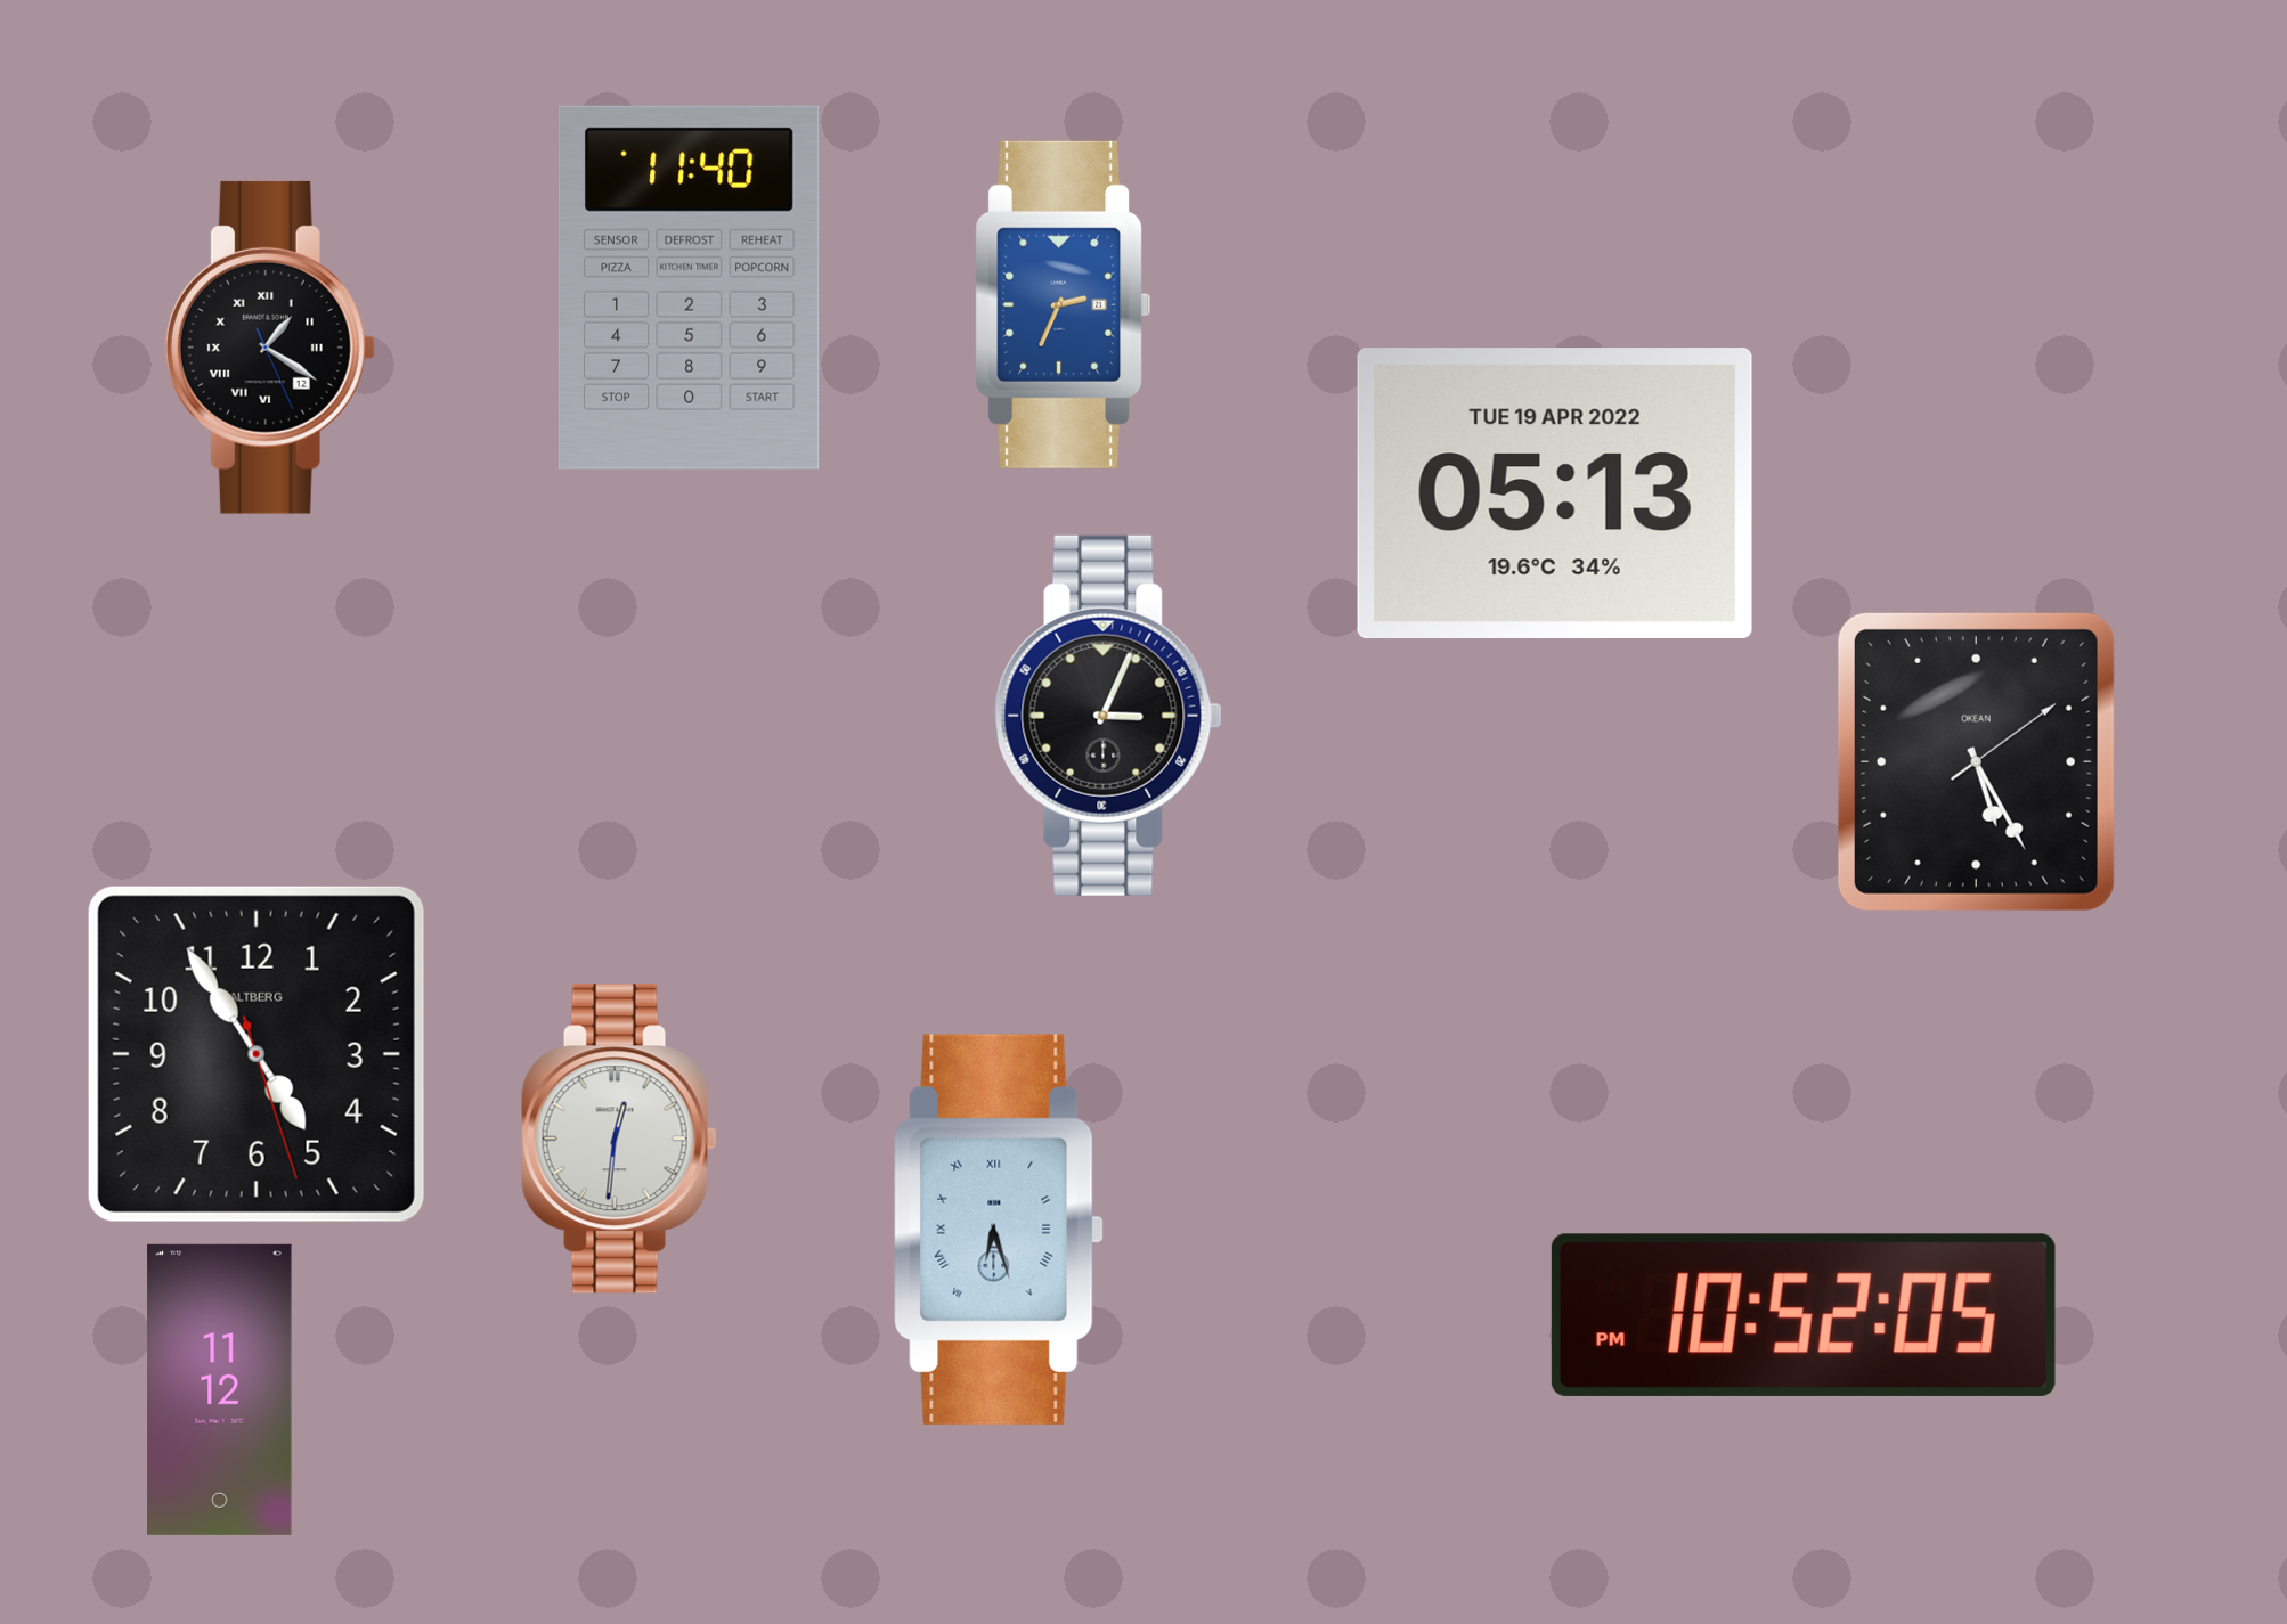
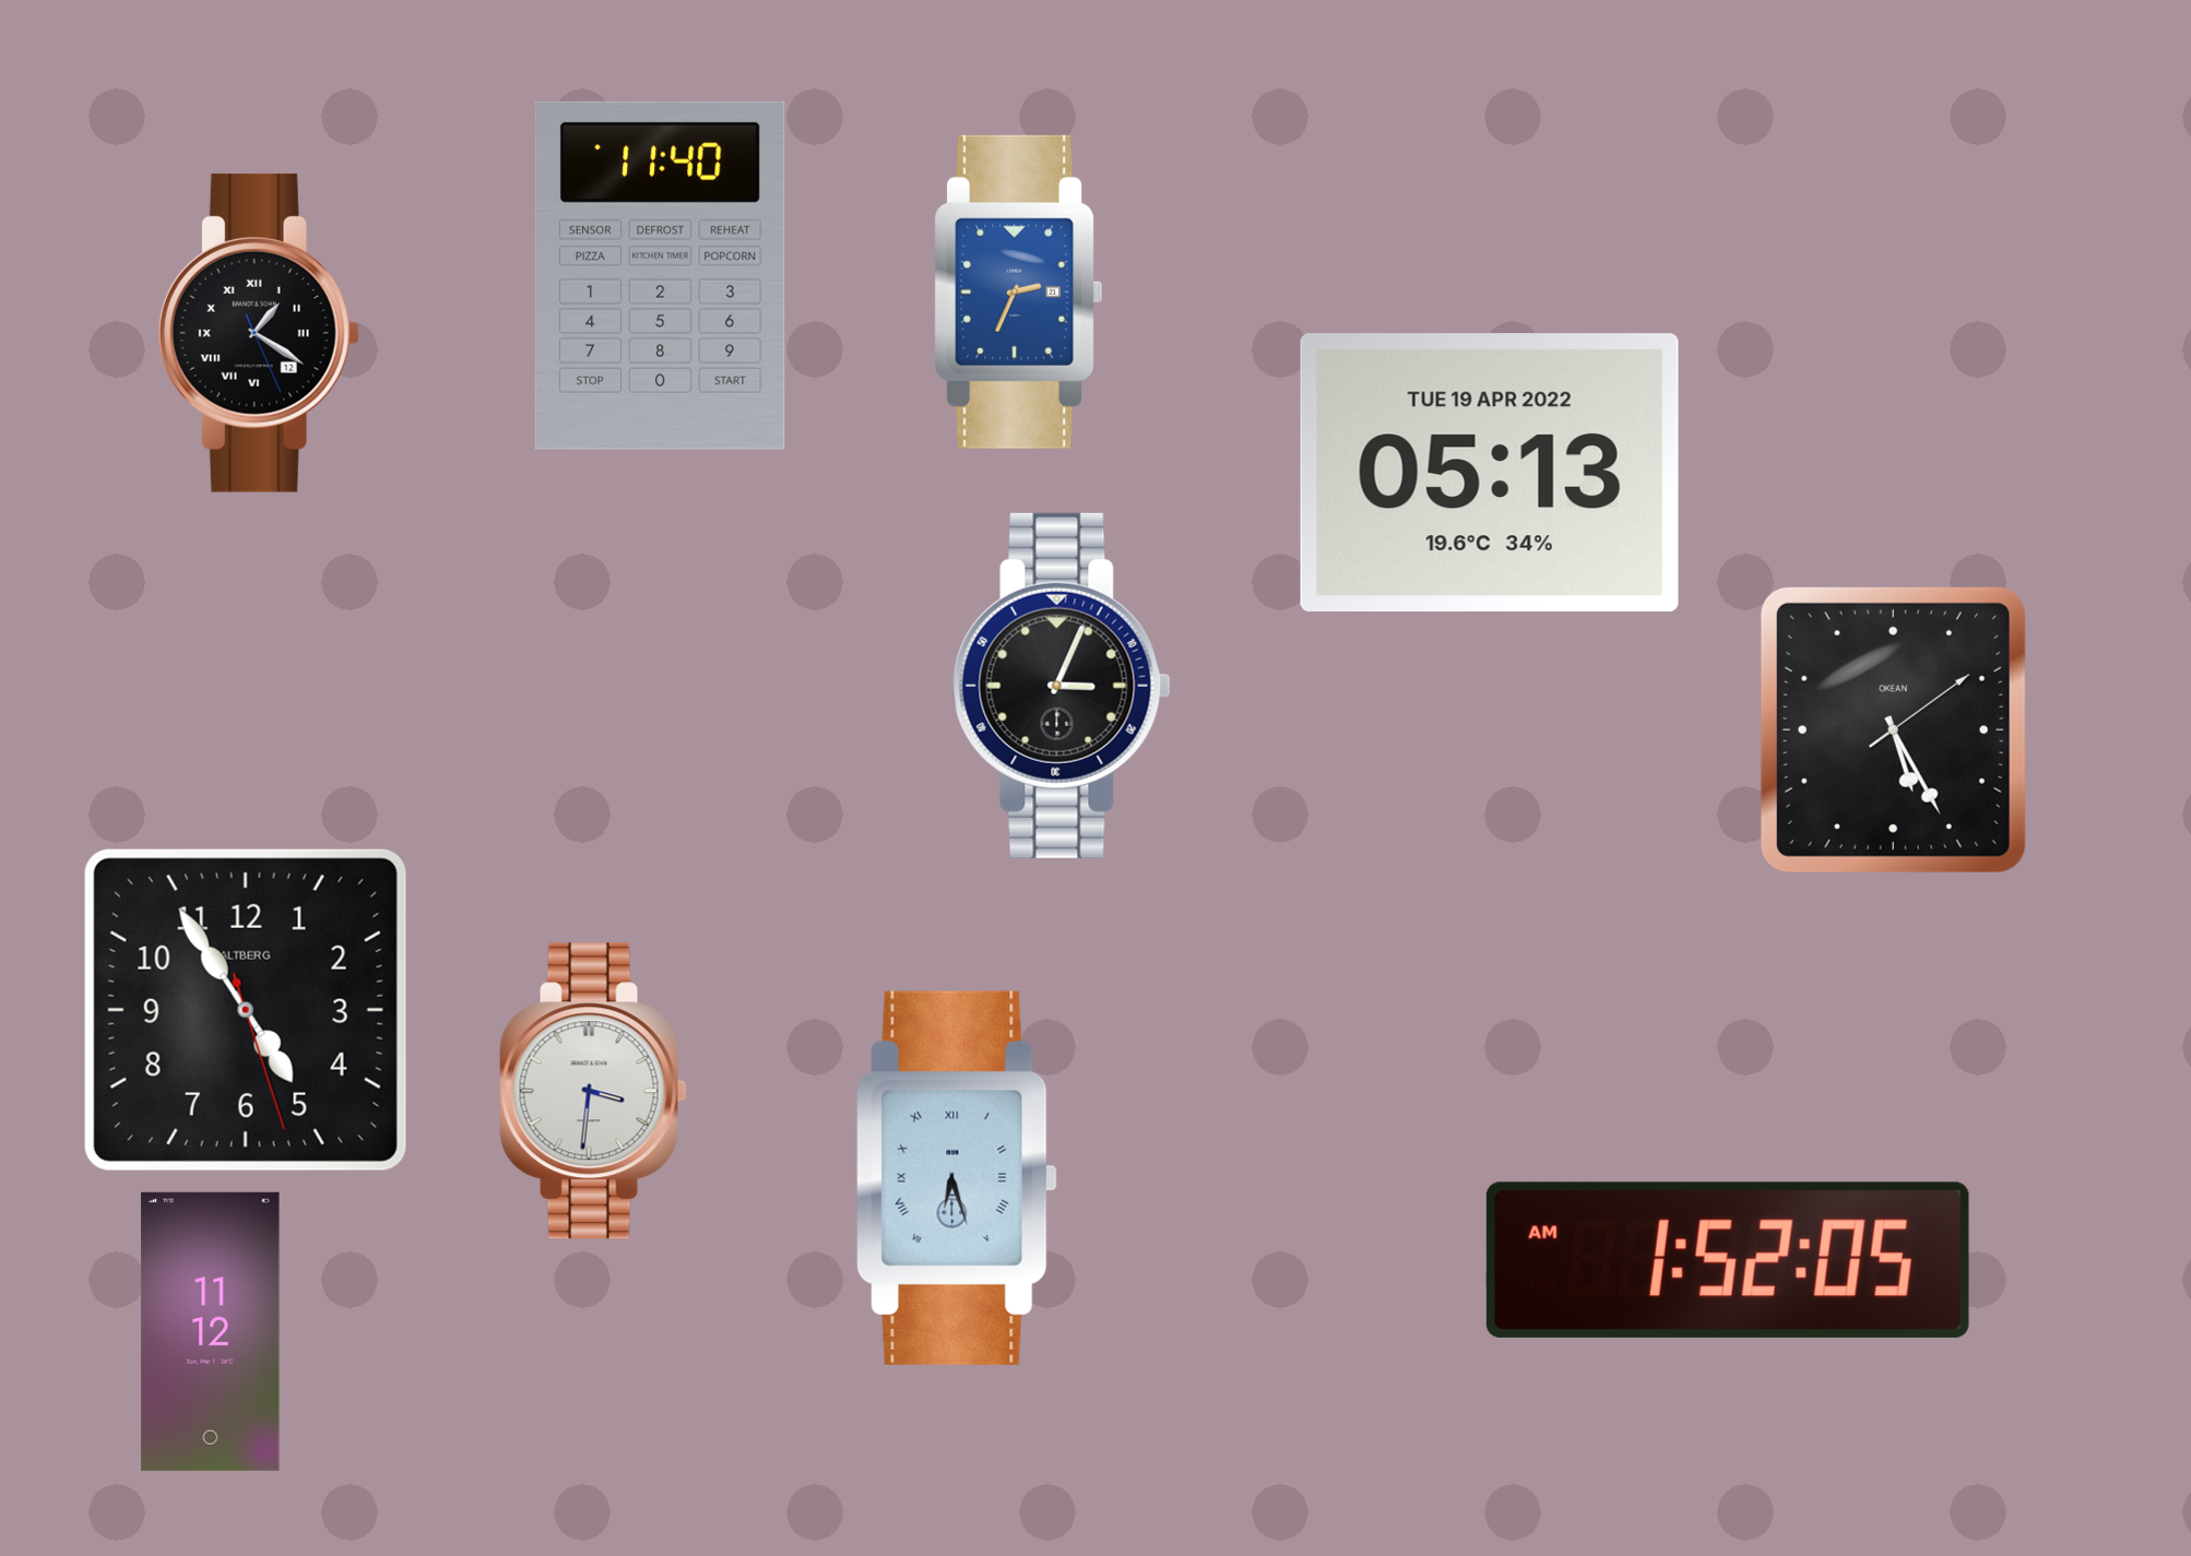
clock at (619, 1139): 12:31 -> 3:31
clock at (1804, 1315): 10:52 -> 1:52
